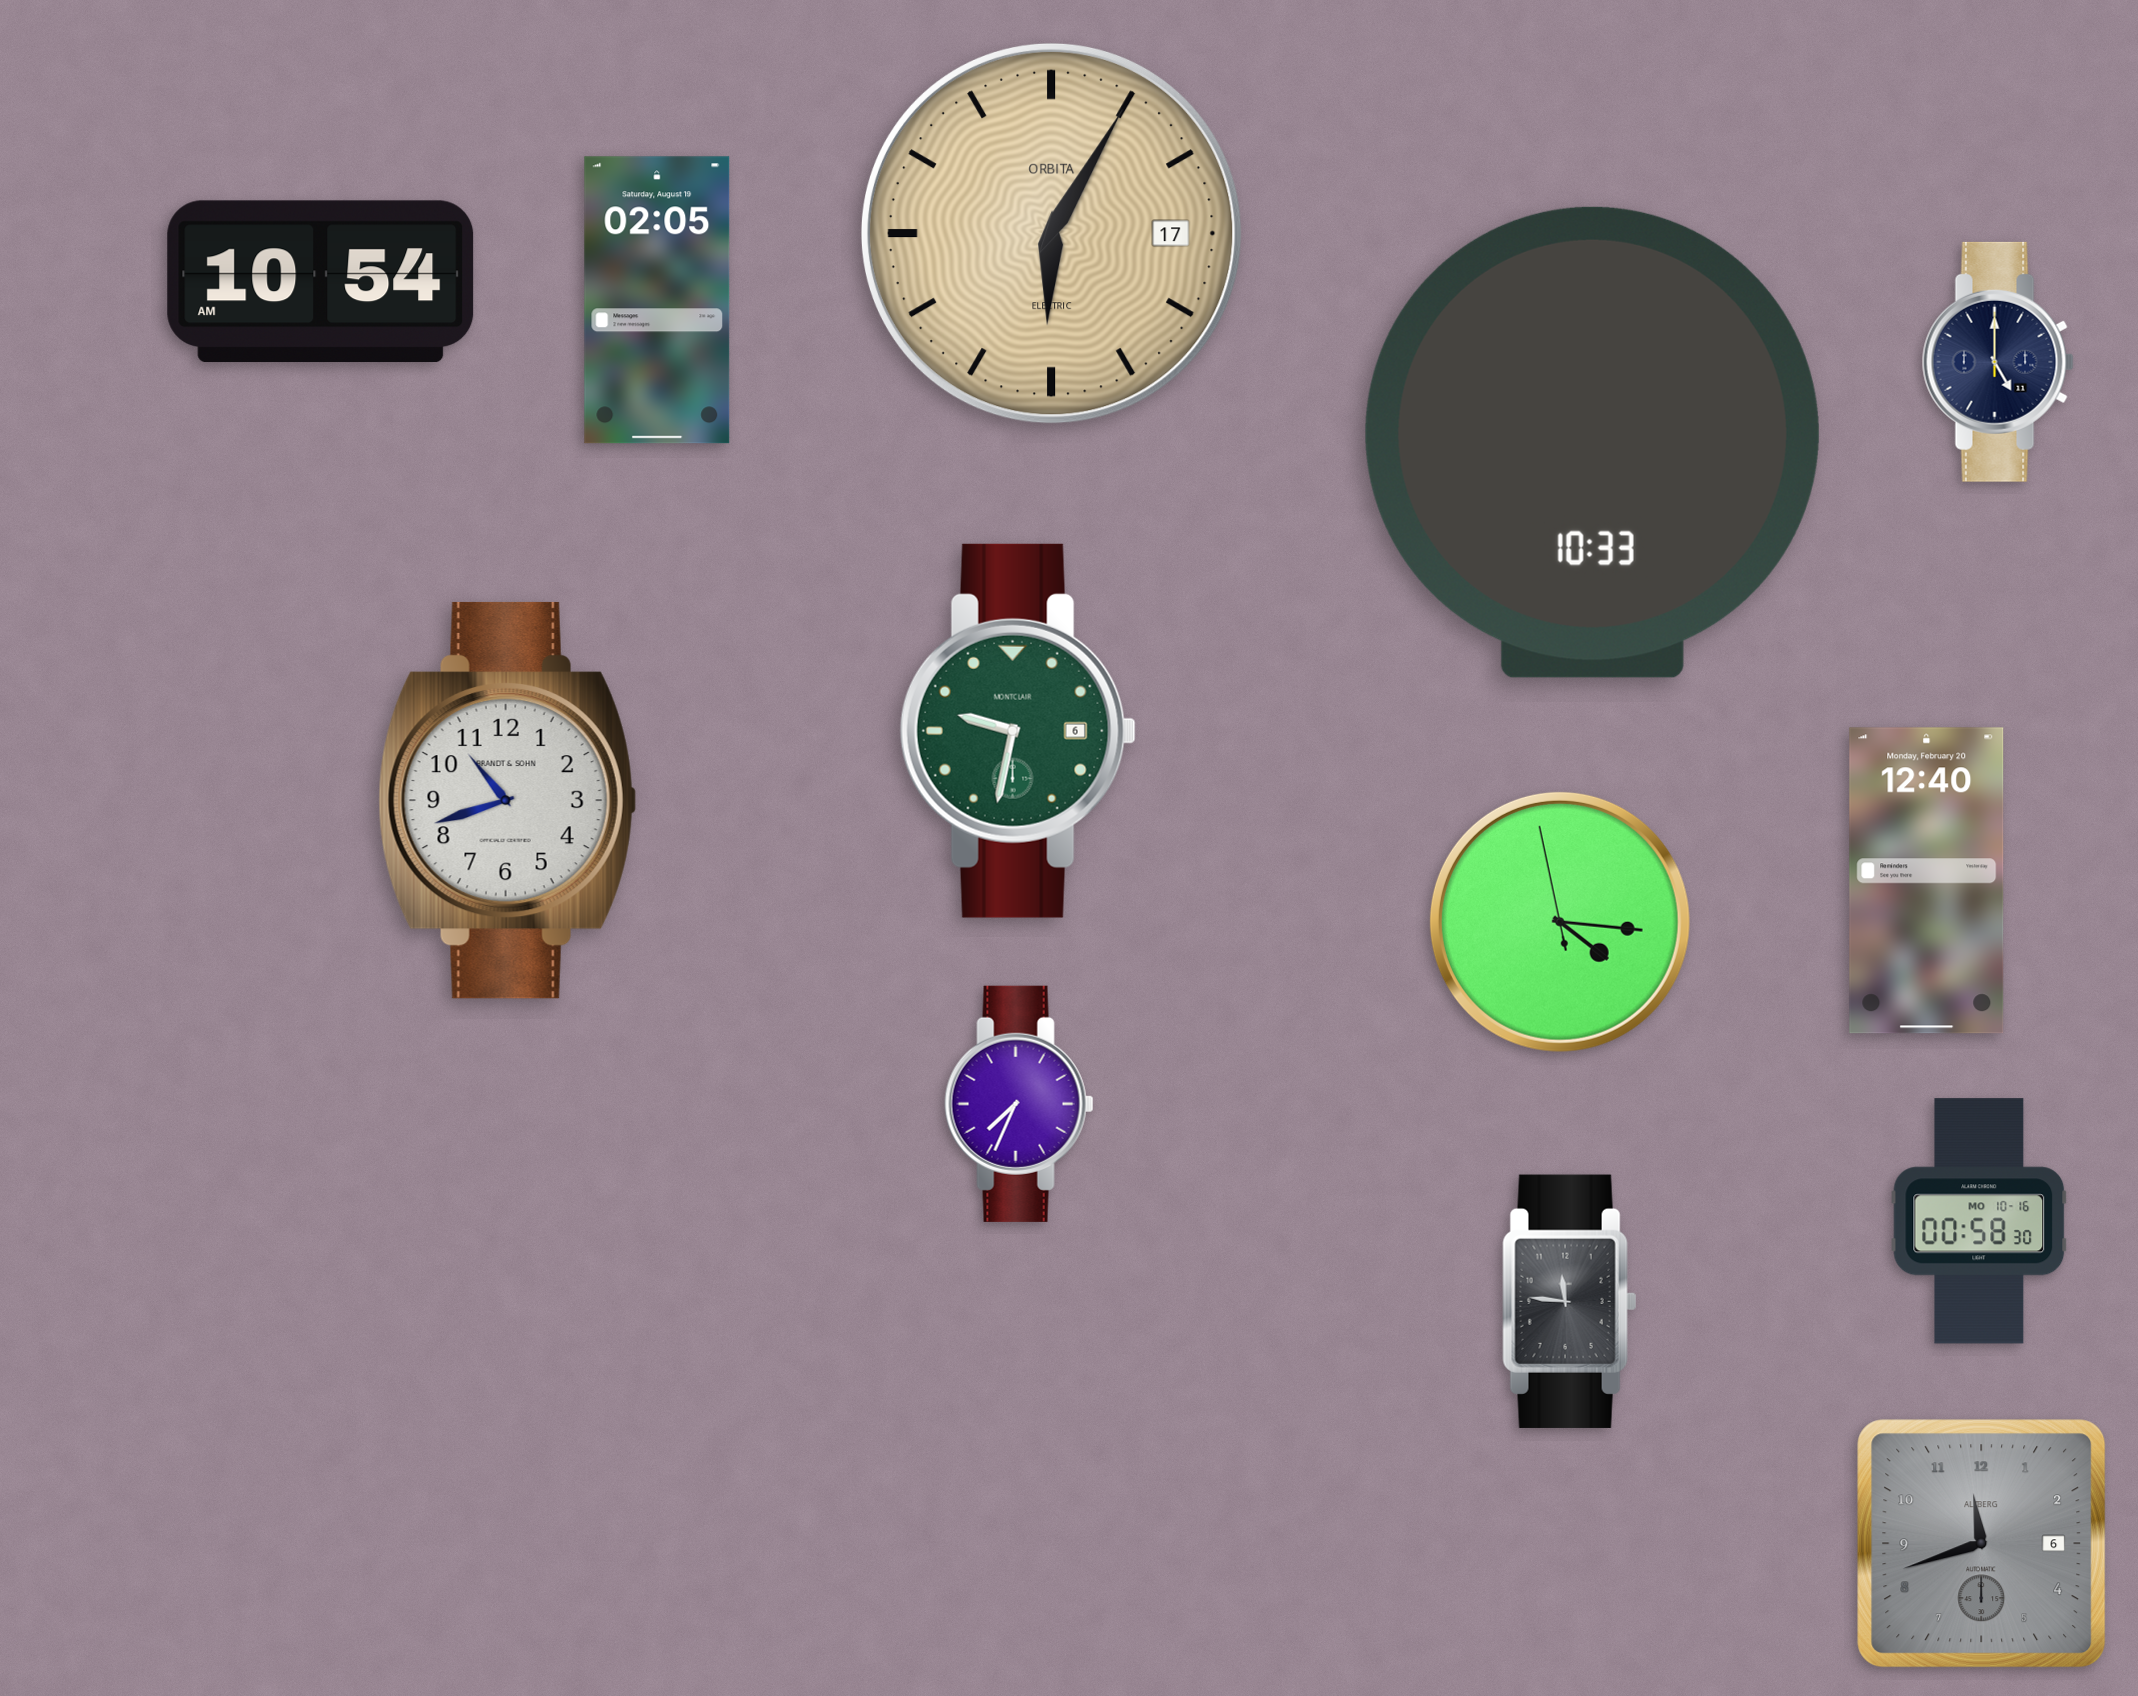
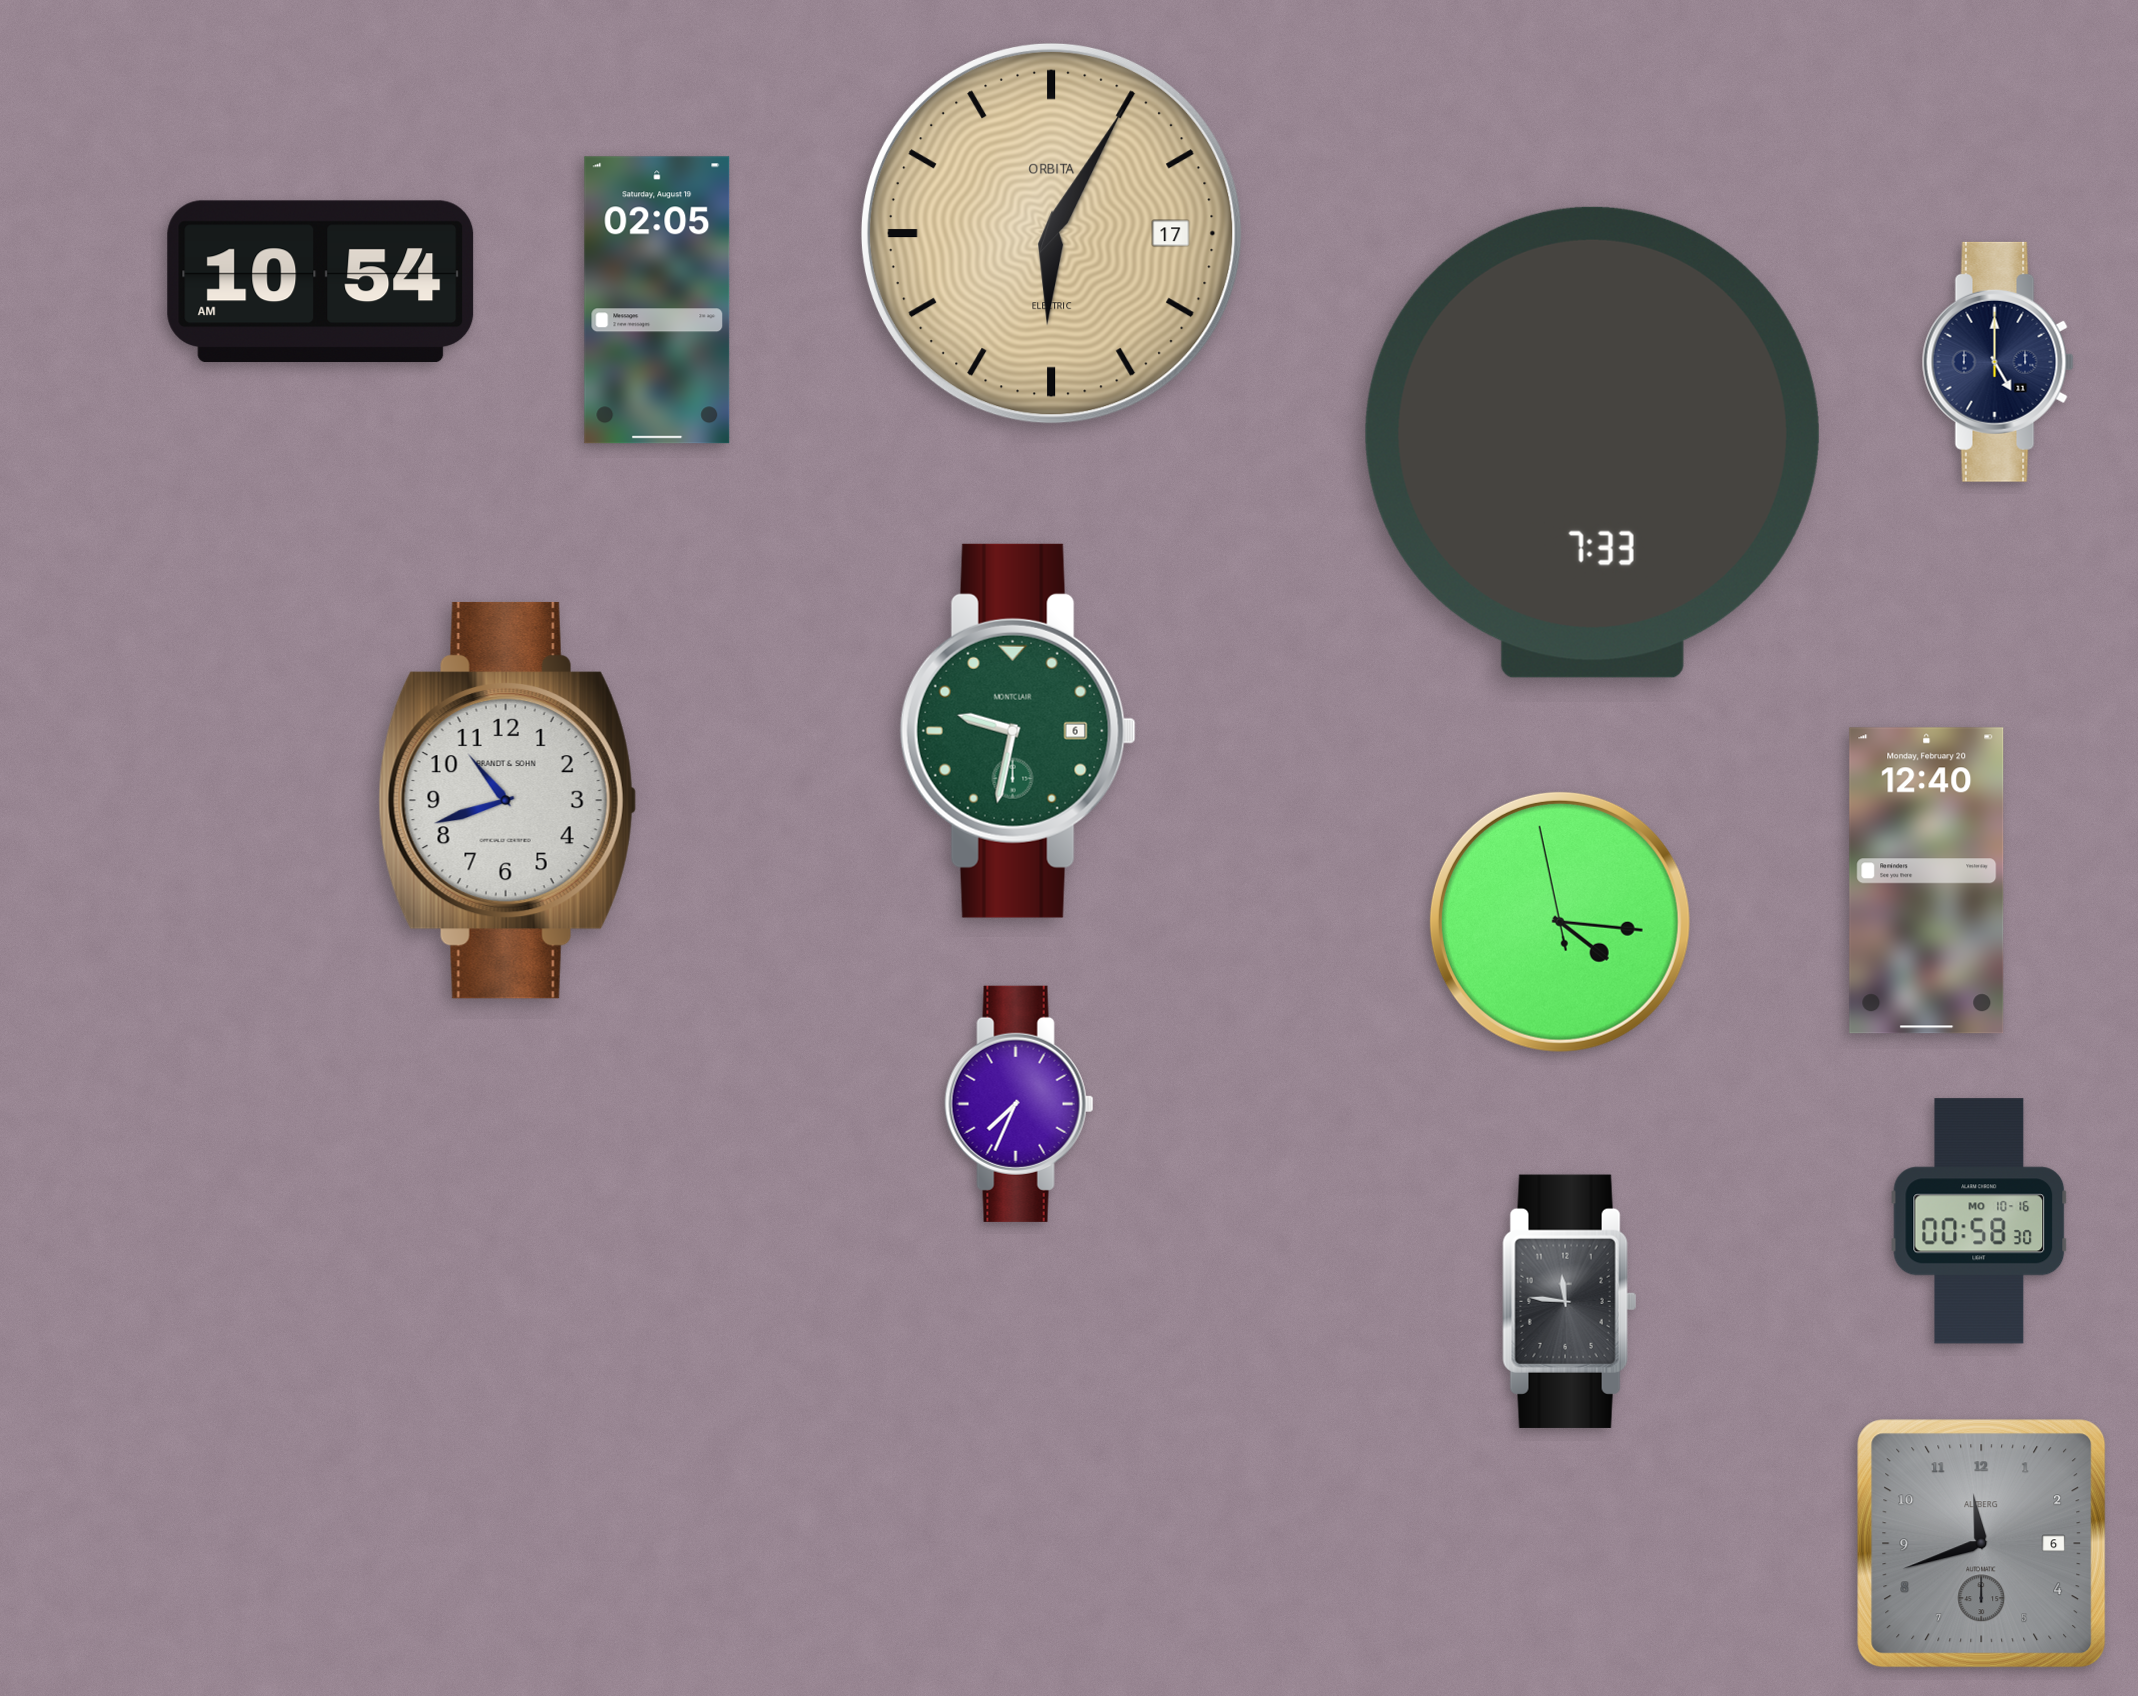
clock at (1592, 442): 10:33 -> 7:33
